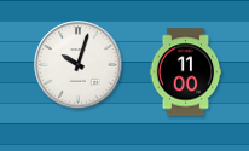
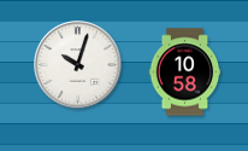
clock at (186, 72): 11:00 -> 10:58
